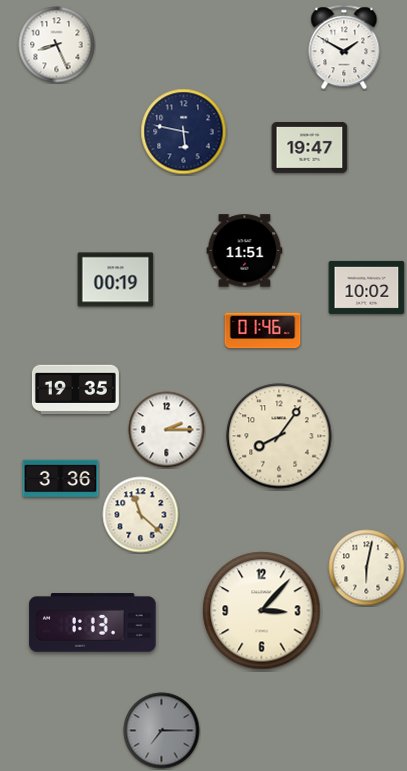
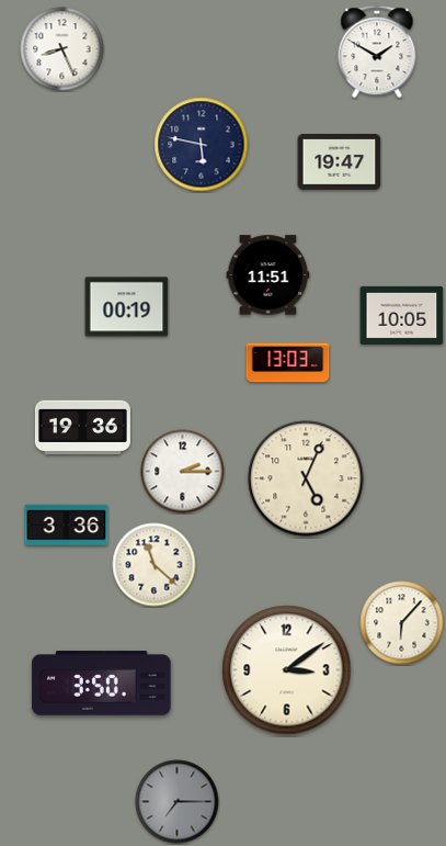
clock at (367, 287): 10:02 -> 10:05
clock at (263, 331): 01:46 -> 13:03
clock at (75, 390): 19:35 -> 19:36
clock at (279, 436): 8:06 -> 5:04
clock at (367, 568): 6:02 -> 6:07
clock at (262, 611): 3:07 -> 3:09
clock at (93, 623): 1:13 -> 3:50
